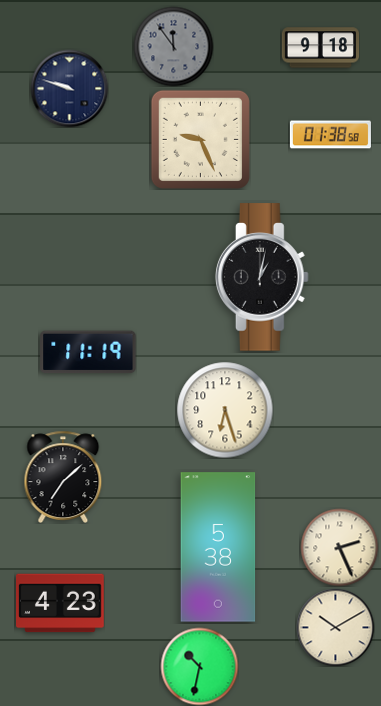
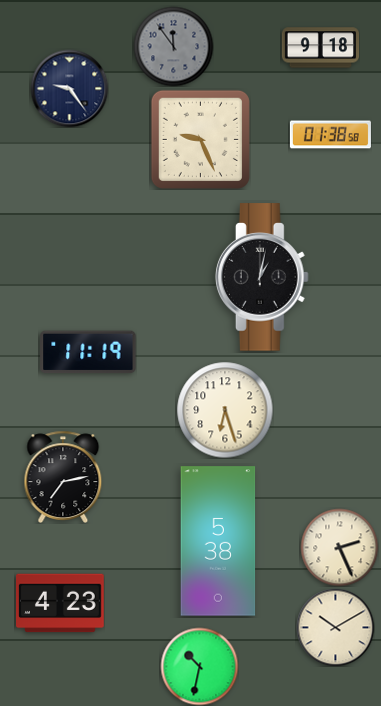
clock at (69, 88): 9:48 -> 9:24
clock at (63, 476): 7:08 -> 7:13
clock at (218, 547) position: (218, 547) -> (218, 541)
